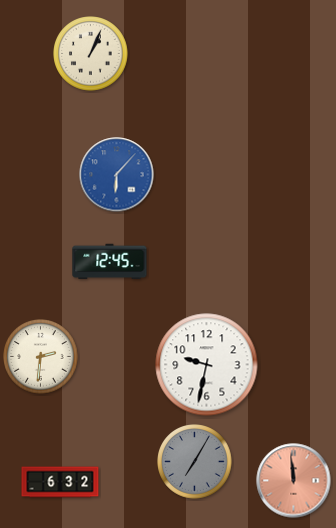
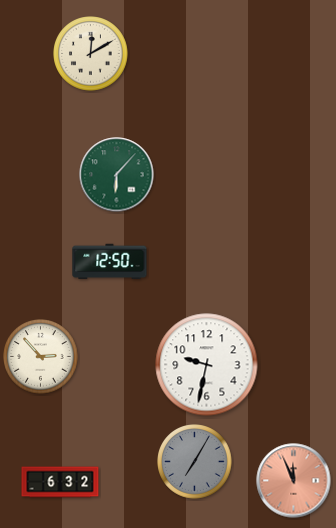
clock at (91, 54): 1:04 -> 12:10
clock at (117, 175) dial: blue -> green
clock at (110, 262): 12:45 -> 12:50
clock at (41, 357): 2:31 -> 2:53
clock at (294, 481): 11:59 -> 11:56
